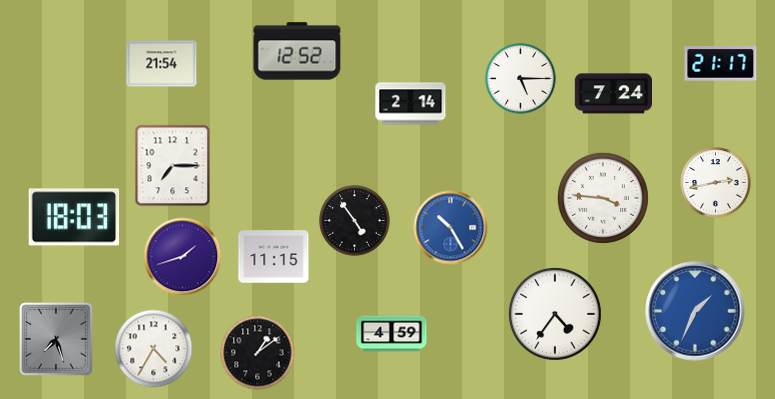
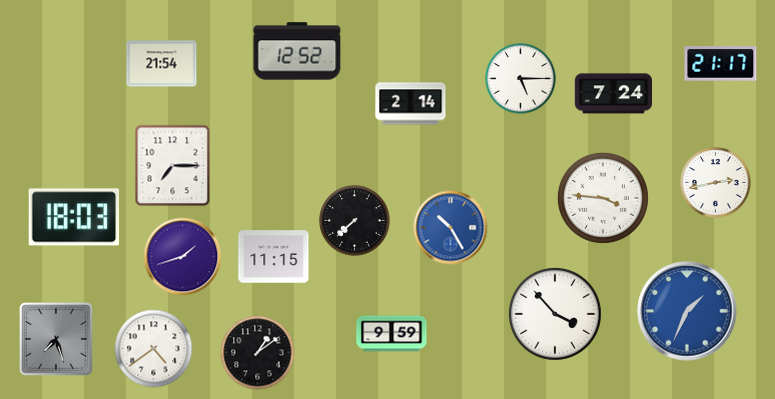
clock at (355, 221): 4:54 -> 7:38
clock at (695, 311) position: (695, 311) -> (687, 311)
clock at (555, 314): 4:36 -> 3:53
clock at (392, 334): 4:59 -> 9:59
clock at (154, 349): 4:35 -> 4:39
